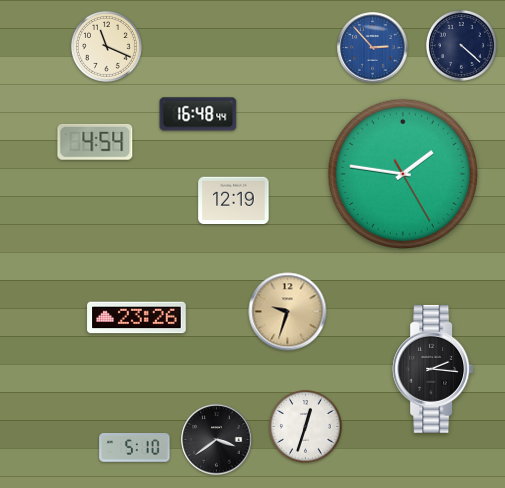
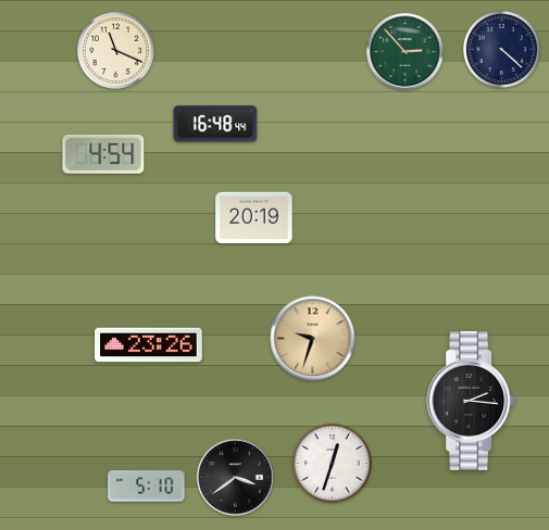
clock at (373, 48) dial: blue -> green
clock at (403, 174): 1:46 -> none
clock at (234, 201): 12:19 -> 20:19
